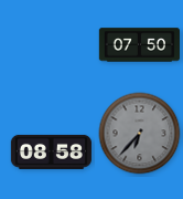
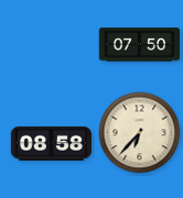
clock at (140, 134) dial: grey -> cream
clock at (51, 151) position: (51, 151) -> (51, 143)
